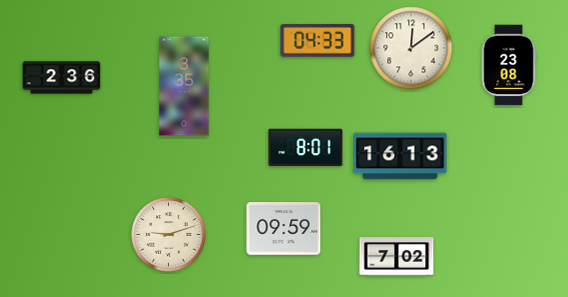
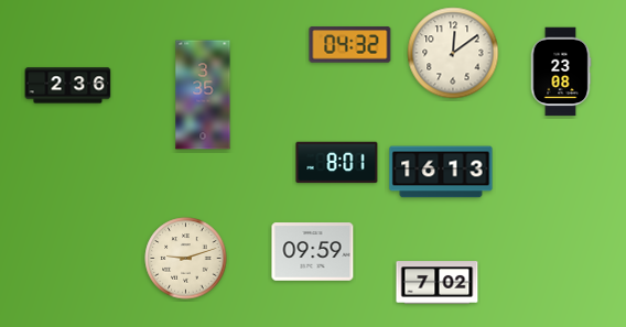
clock at (318, 41): 04:33 -> 04:32
